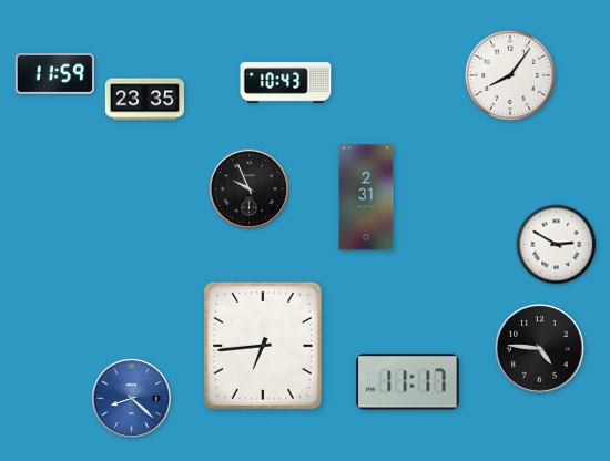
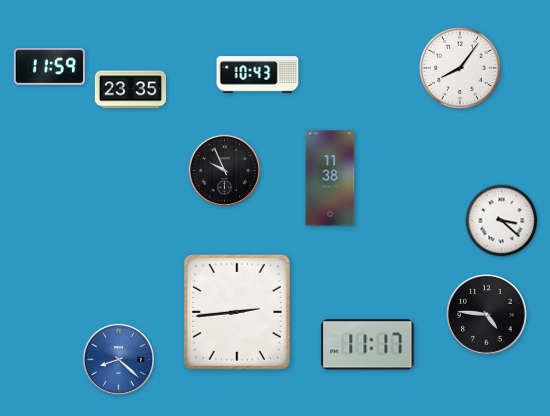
clock at (366, 197): 2:31 -> 11:38
clock at (557, 245): 2:50 -> 3:22
clock at (263, 346): 6:44 -> 2:44
